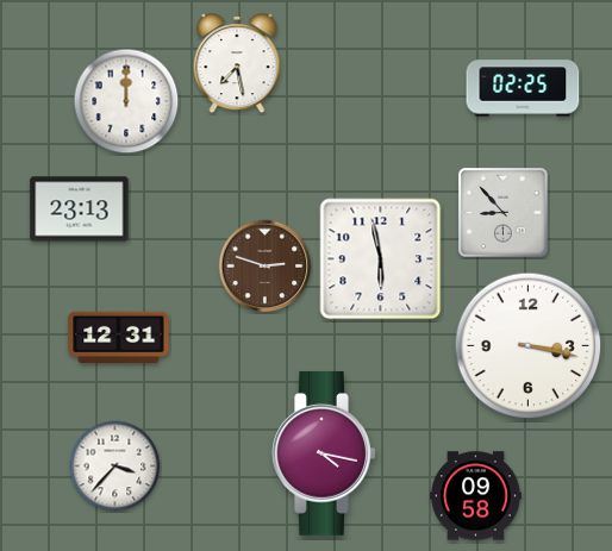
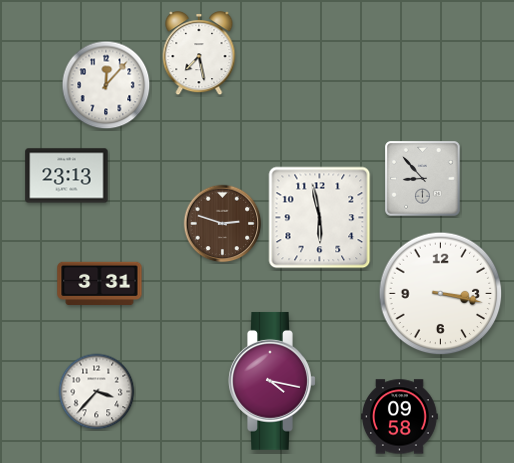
clock at (523, 88): 02:25 -> none
clock at (126, 101): 12:00 -> 12:07
clock at (119, 337): 12:31 -> 3:31
clock at (529, 346) position: (529, 346) -> (441, 294)
